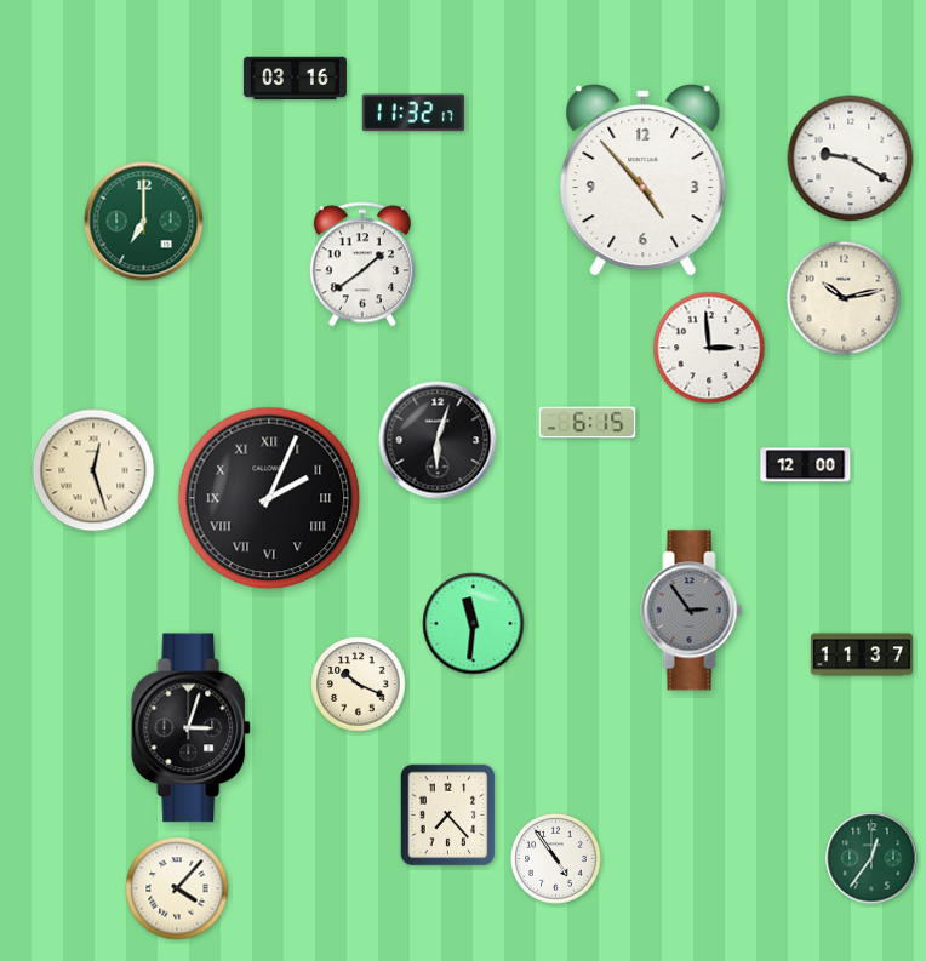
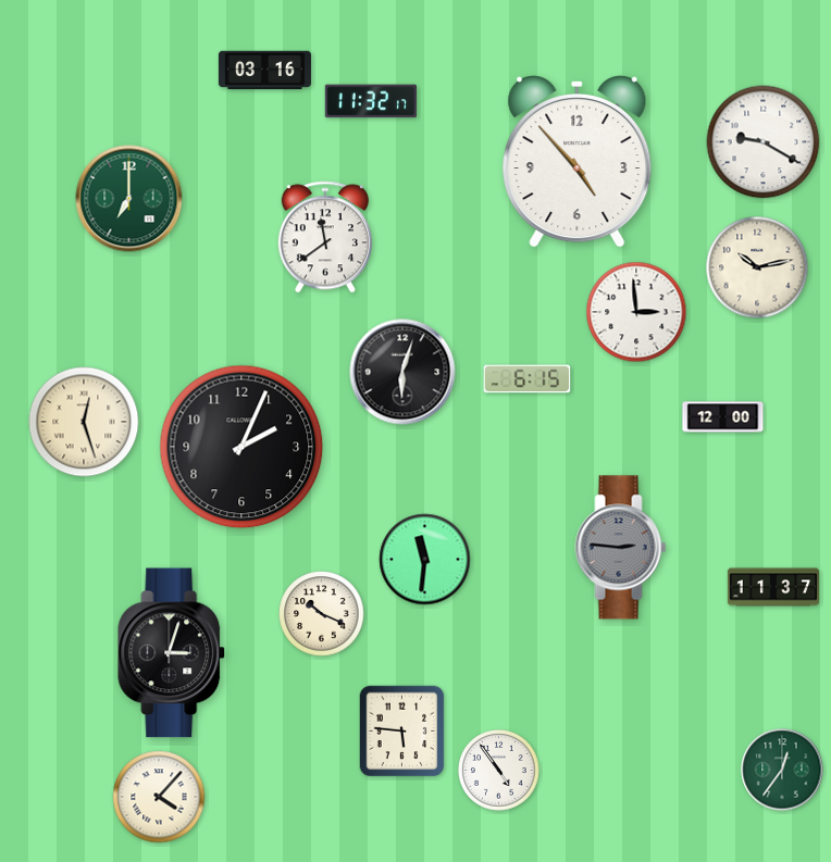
clock at (362, 264): 1:39 -> 11:39
clock at (438, 440) position: (438, 440) -> (402, 372)
clock at (269, 498) numerals: Roman -> Arabic
clock at (692, 611): 2:54 -> 2:46
clock at (448, 816): 7:23 -> 5:46
